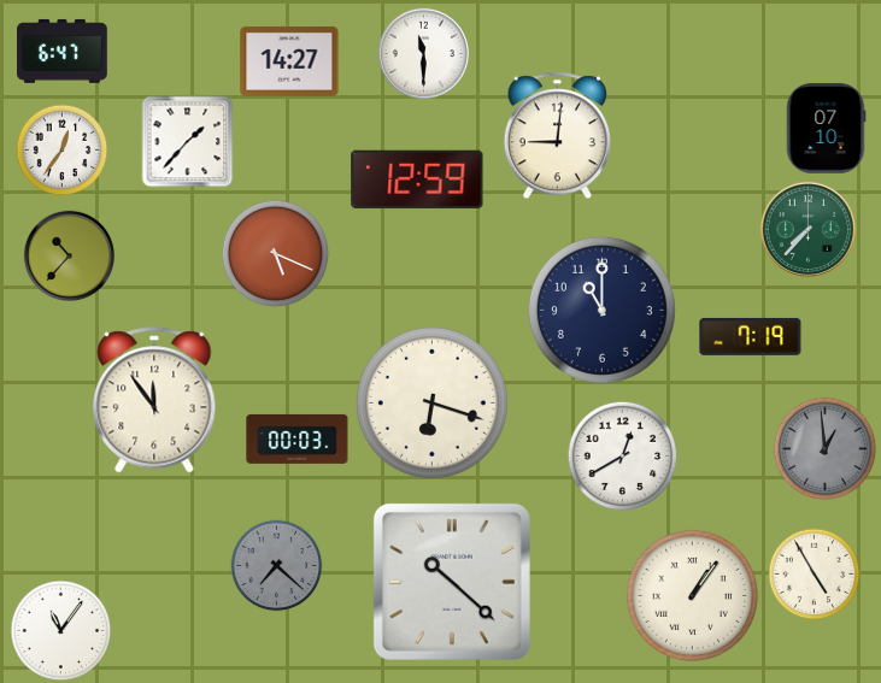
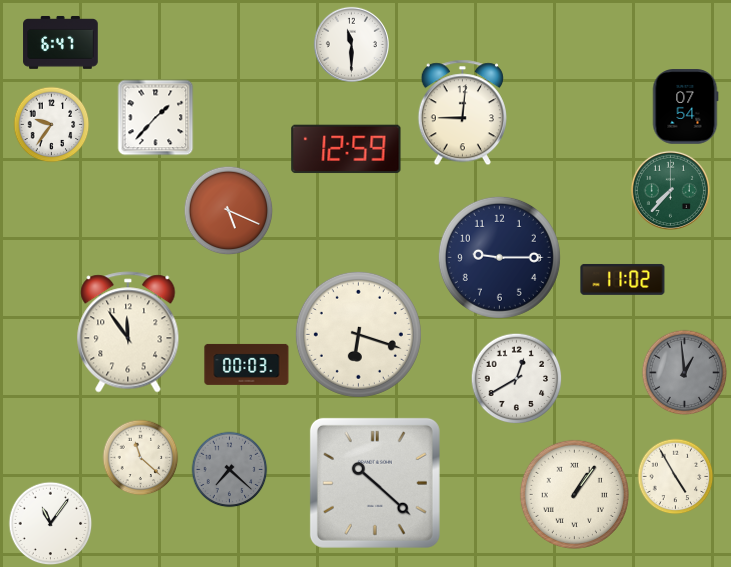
clock at (63, 51) position: (63, 51) -> (61, 42)
clock at (289, 61): 14:27 -> none
clock at (826, 129): 07:10 -> 07:54
clock at (63, 151): 12:36 -> 9:36
clock at (69, 255): 10:37 -> none
clock at (601, 310): 11:00 -> 9:15
clock at (751, 336): 7:19 -> 11:02
clock at (141, 458): none -> 11:22
